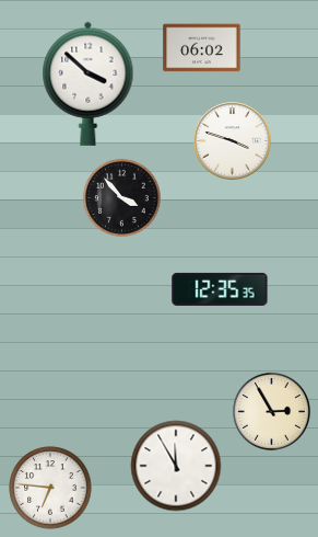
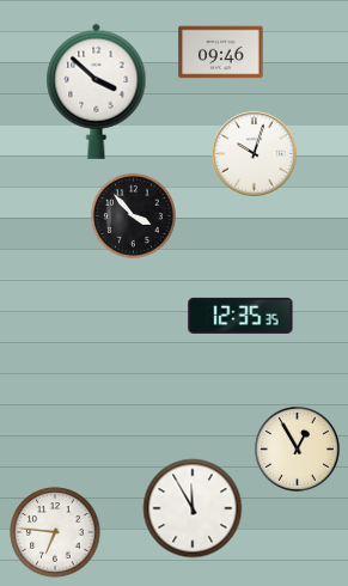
clock at (202, 48): 06:02 -> 09:46
clock at (233, 141): 3:48 -> 10:03
clock at (271, 411): 2:55 -> 12:55
